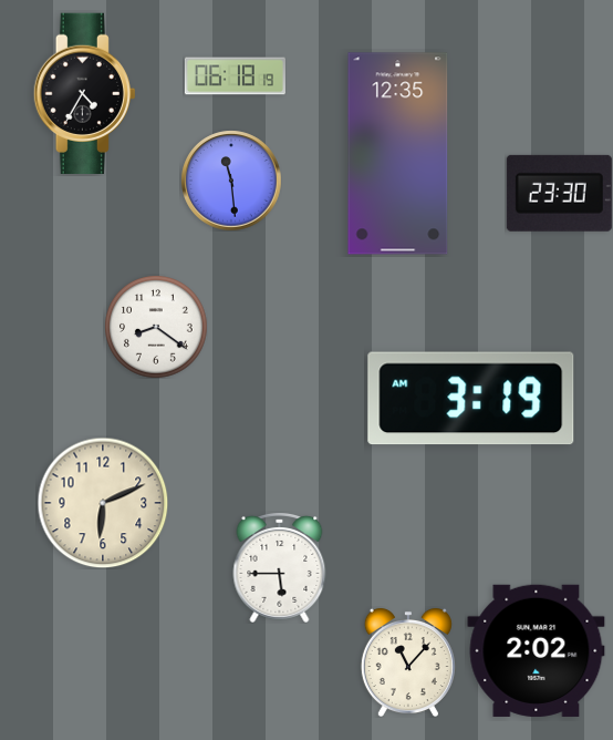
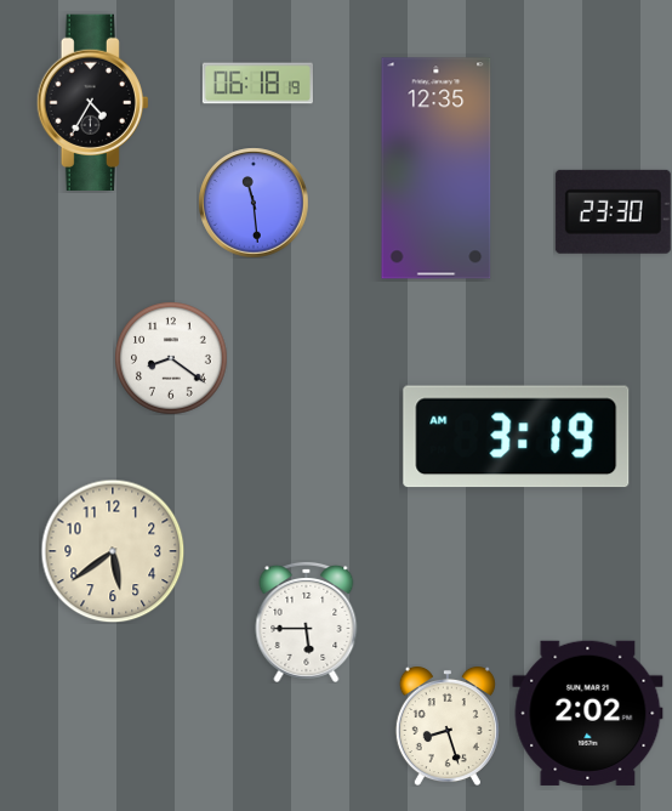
clock at (231, 181) position: (231, 181) -> (254, 203)
clock at (103, 503): 6:11 -> 5:39
clock at (408, 662): 11:07 -> 8:27
